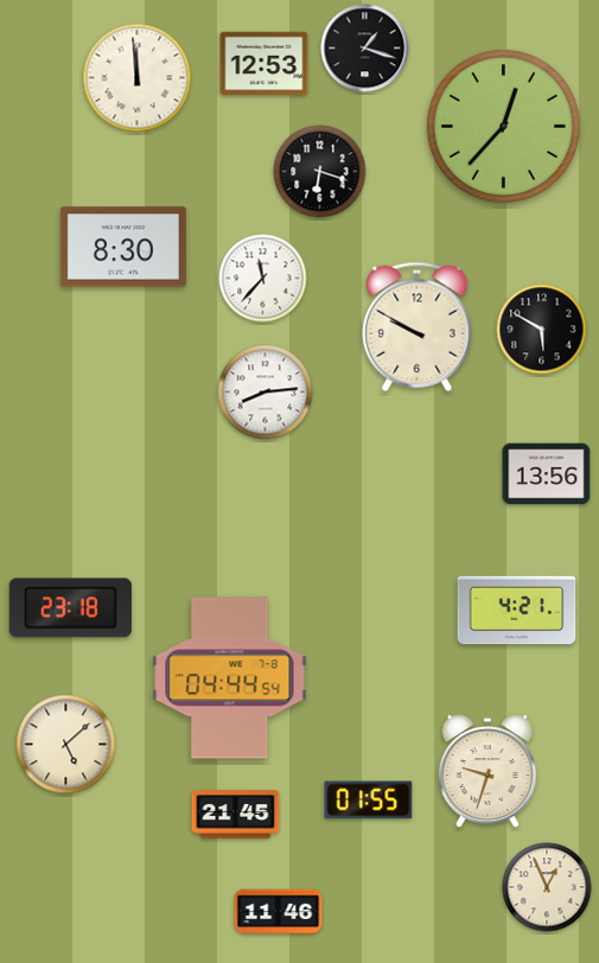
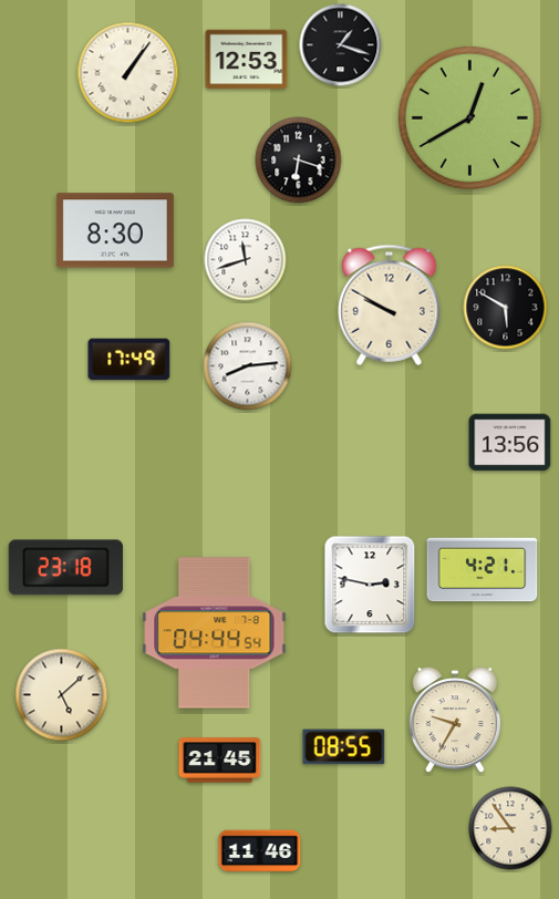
clock at (138, 78): 11:59 -> 1:06
clock at (503, 126): 12:37 -> 12:40
clock at (263, 279): 11:37 -> 11:42
clock at (130, 360): none -> 17:49
clock at (370, 585): none -> 2:47
clock at (488, 772): 9:33 -> 9:35
clock at (369, 801): 01:55 -> 08:55
clock at (547, 887): 12:56 -> 8:54
